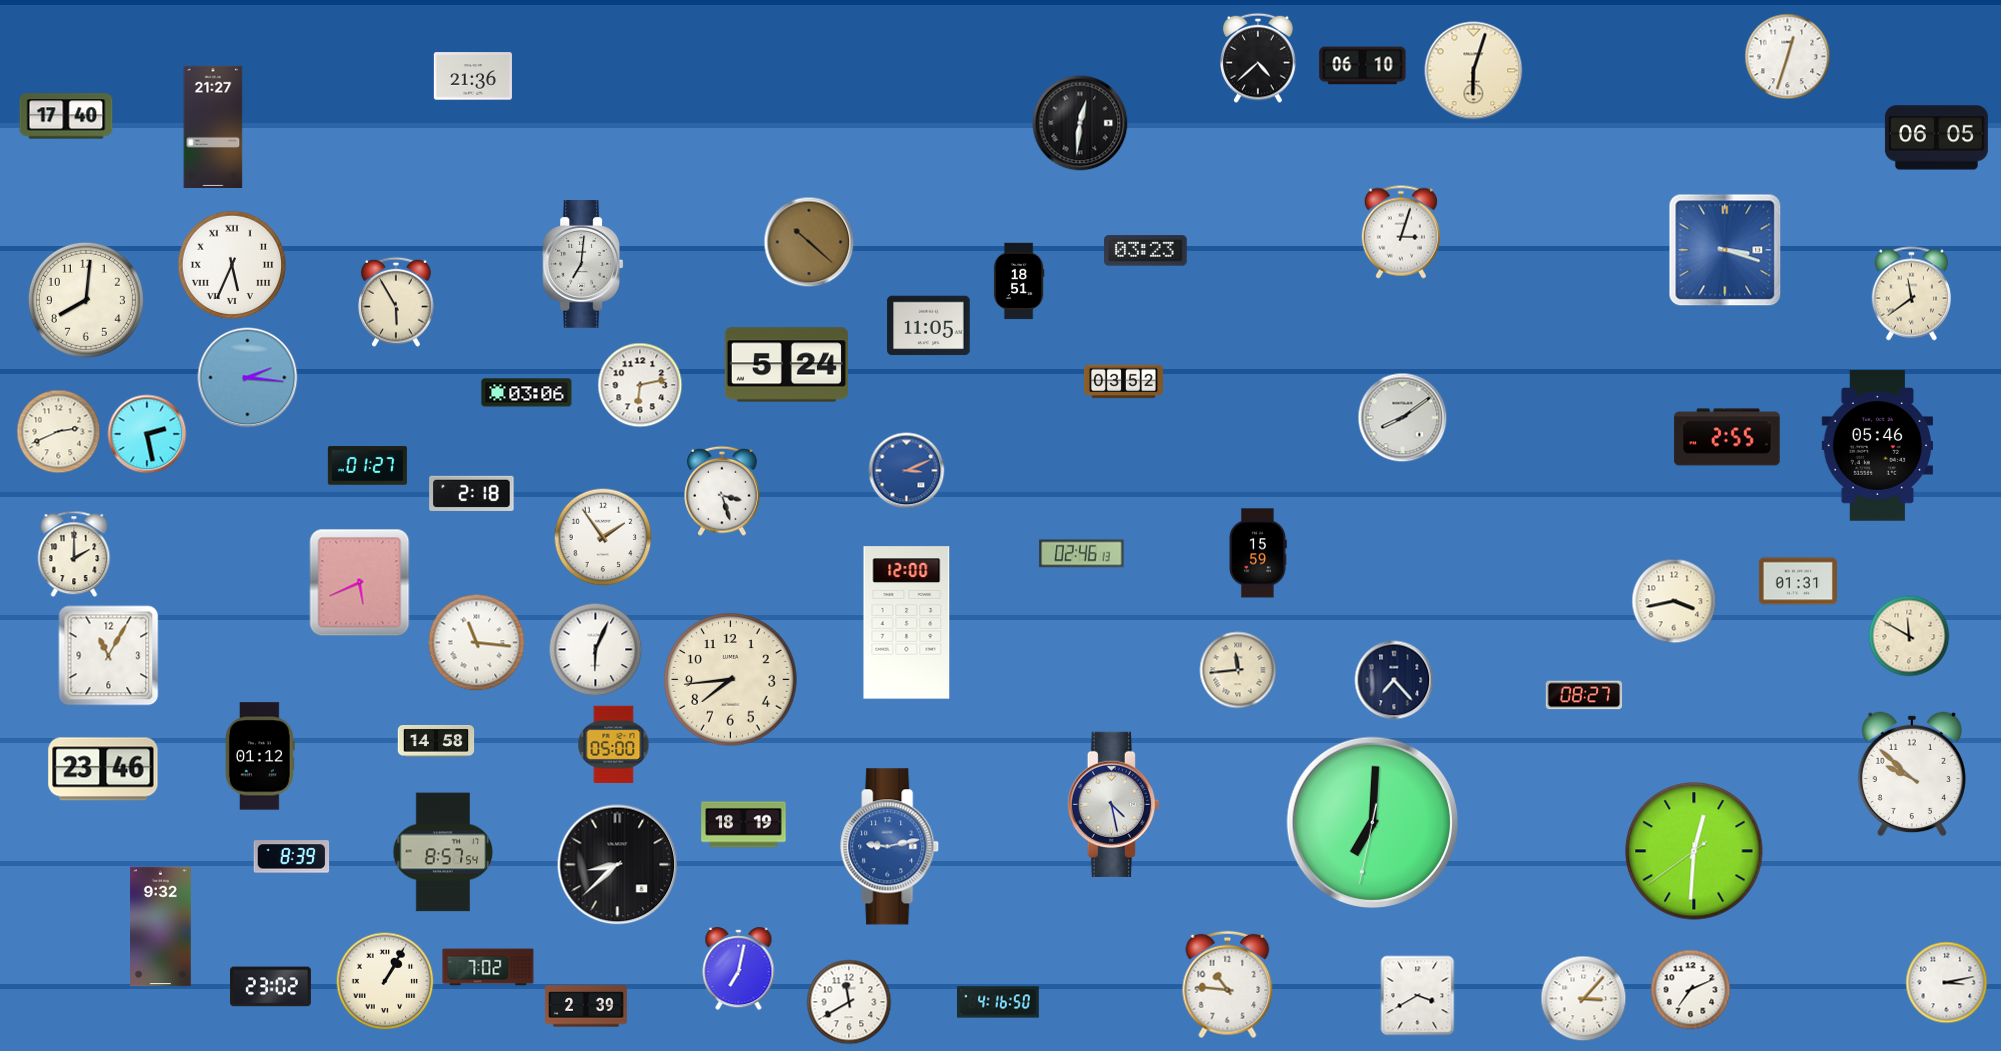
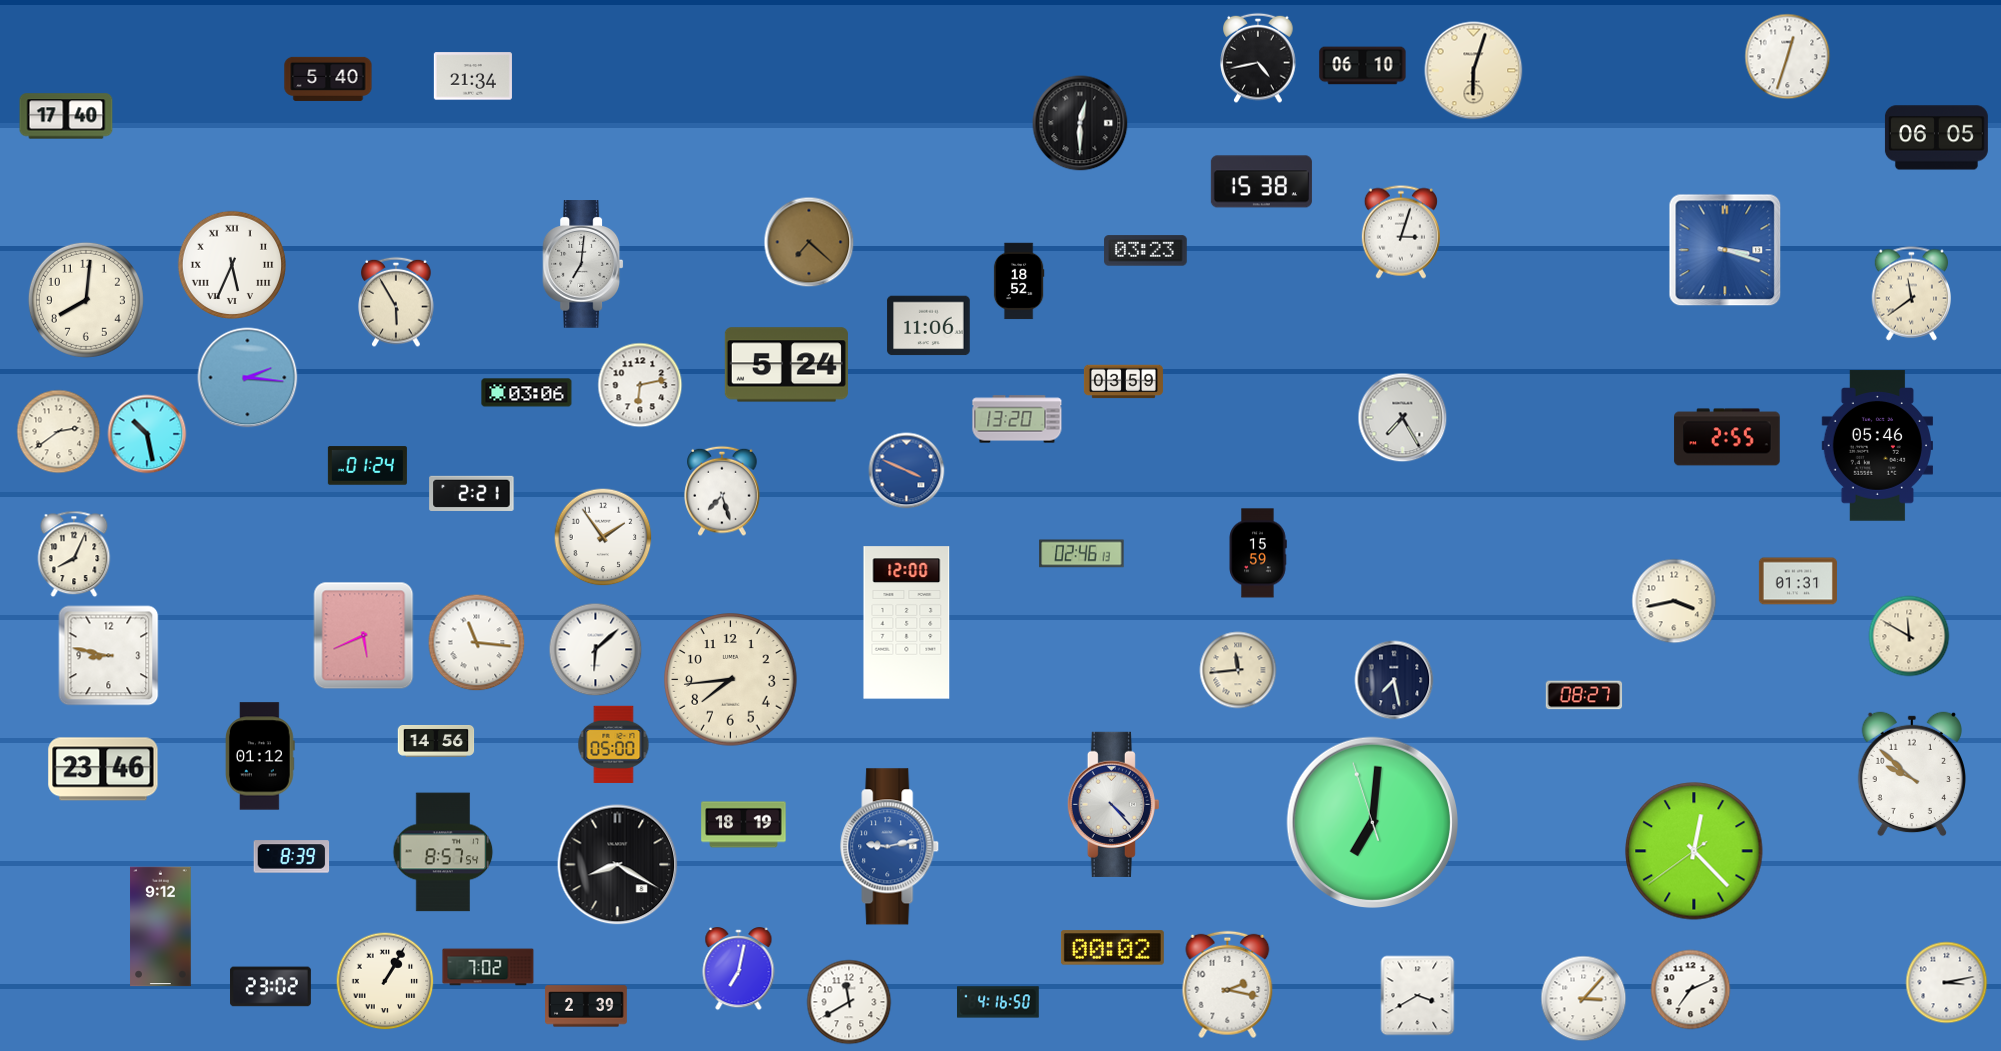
clock at (1258, 58): 4:38 -> 4:43
clock at (473, 76): 21:36 -> 21:34
clock at (328, 79): none -> 5:40
clock at (1080, 123): 12:31 -> 12:30
clock at (213, 126): 21:27 -> none
clock at (1261, 182): none -> 15:38
clock at (809, 242): 10:22 -> 7:22
clock at (1019, 281): 18:51 -> 18:52
clock at (929, 326): 11:05 -> 11:06
clock at (1123, 382): 03:52 -> 03:59
clock at (1403, 418): 8:09 -> 7:25
clock at (1017, 419): none -> 13:20
clock at (59, 432): 2:41 -> 2:39
clock at (147, 434): 2:28 -> 10:28
clock at (367, 466): 01:27 -> 01:24
clock at (907, 471): 3:11 -> 3:49
clock at (722, 491): 3:27 -> 7:27
clock at (472, 493): 2:18 -> 2:21
clock at (74, 554): 2:00 -> 8:04
clock at (360, 583) position: (360, 583) -> (364, 636)
clock at (596, 650): 6:04 -> 6:08
clock at (109, 656): 11:05 -> 8:47
clock at (1394, 680): 7:23 -> 7:28
clock at (436, 742): 14:58 -> 14:56
clock at (1113, 804): 4:28 -> 4:23
clock at (1372, 822): 7:00:32 -> 7:00:57
clock at (1694, 851): 12:30 -> 12:22
clock at (618, 865): 8:38 -> 8:20
clock at (161, 927): 9:32 -> 9:12
clock at (1112, 948): none -> 00:02
clock at (1228, 985): 10:46 -> 2:17
